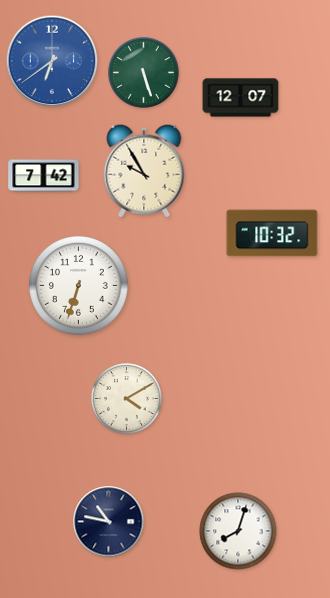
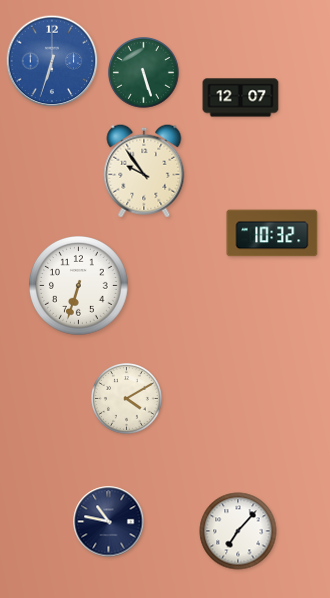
clock at (52, 61): 6:39 -> 6:33
clock at (144, 171): 9:55 -> 9:54
clock at (44, 176): 7:42 -> none
clock at (238, 531): 8:03 -> 7:07
